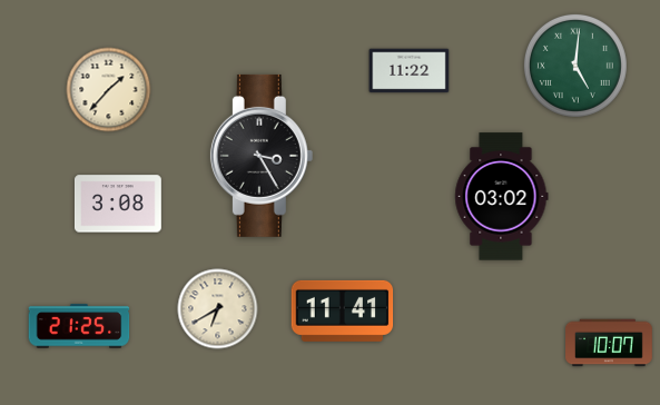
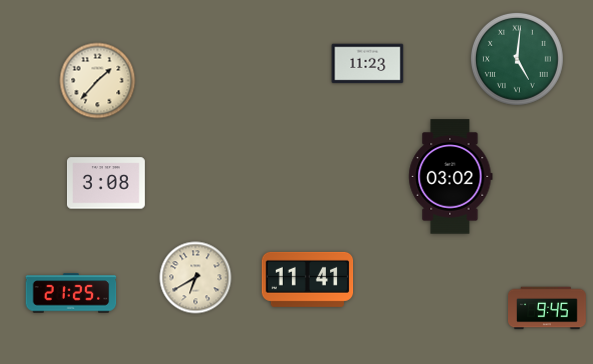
clock at (410, 71): 11:22 -> 11:23
clock at (262, 156): 3:25 -> none
clock at (610, 343): 10:07 -> 9:45
